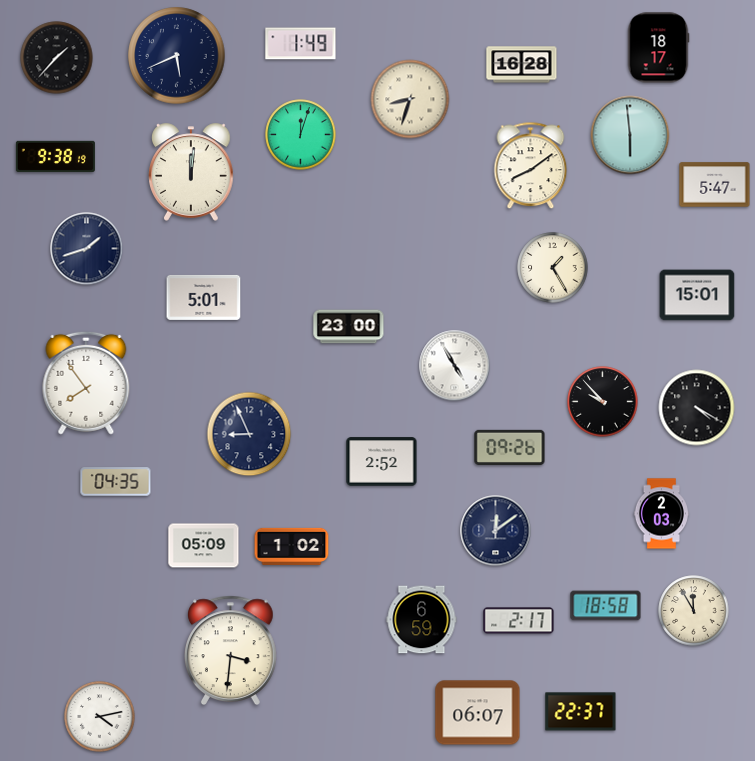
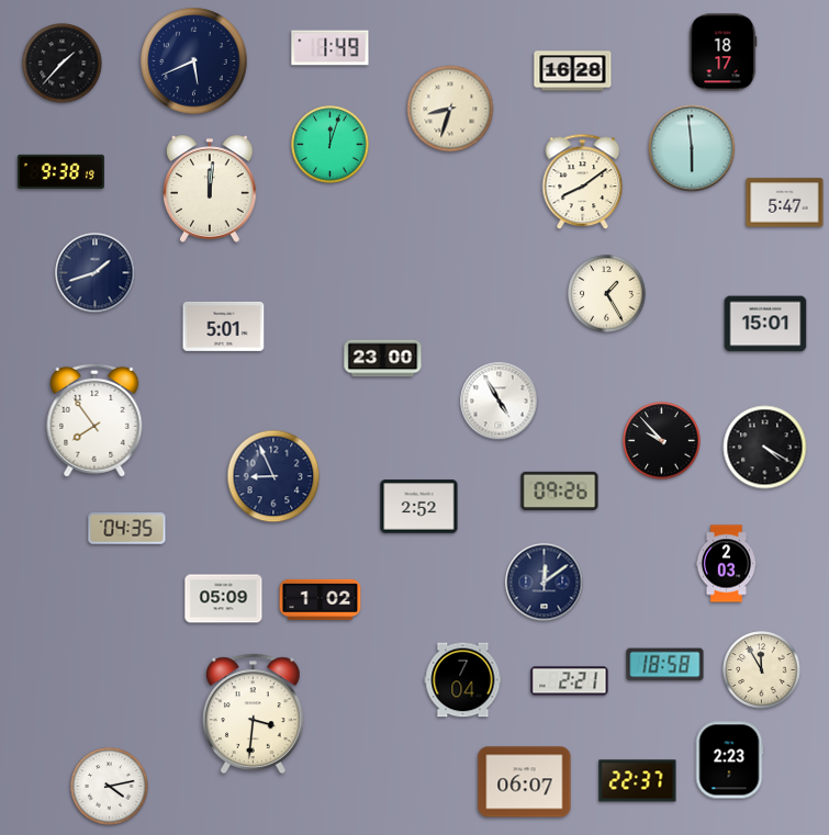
clock at (301, 135) position: (301, 135) -> (331, 145)
clock at (422, 620): 6:59 -> 7:04
clock at (519, 621): 2:17 -> 2:21
clock at (729, 760): none -> 2:23
